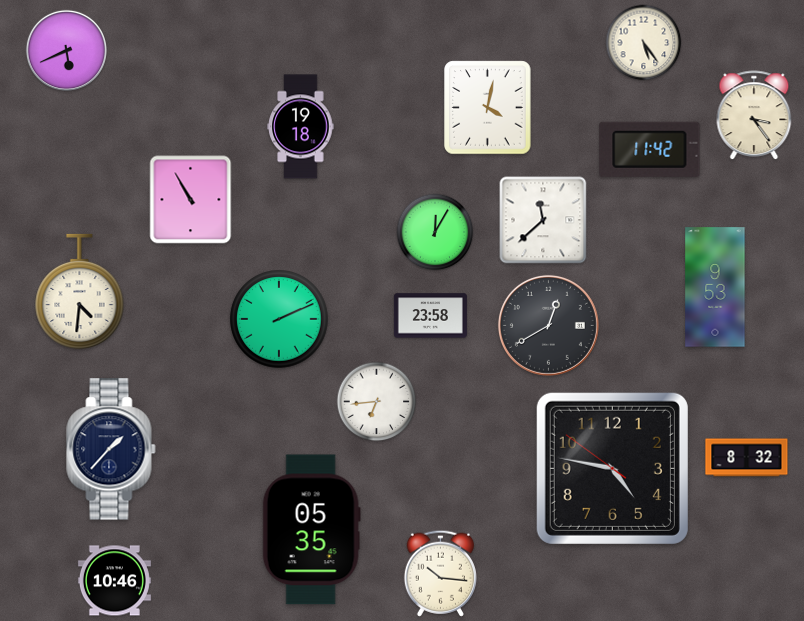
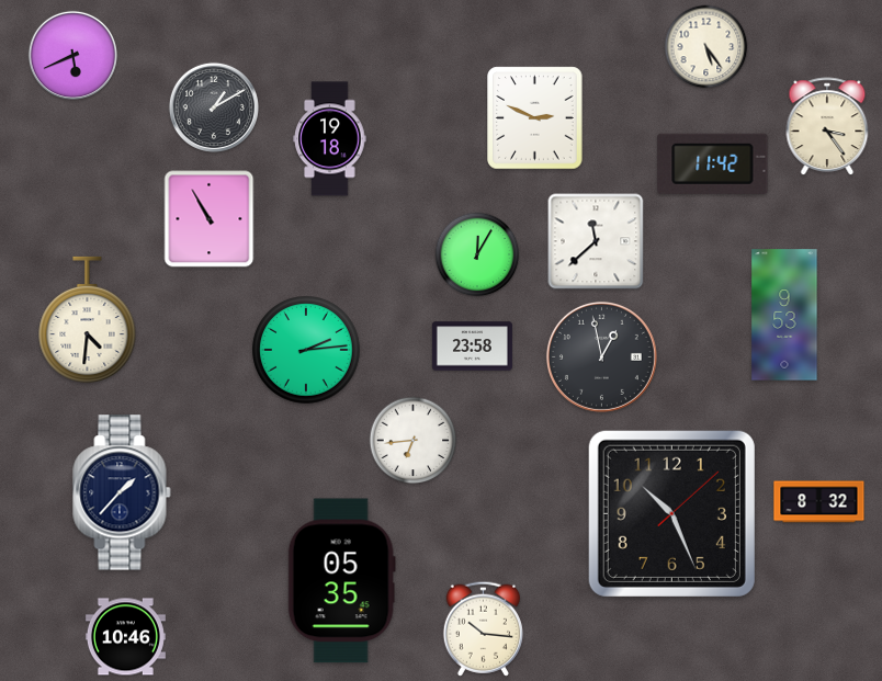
clock at (214, 107): none -> 1:10
clock at (488, 108): 4:02 -> 2:49
clock at (279, 319): 2:11 -> 2:14
clock at (548, 325): 12:40 -> 12:58
clock at (612, 468): 4:46 -> 10:26
